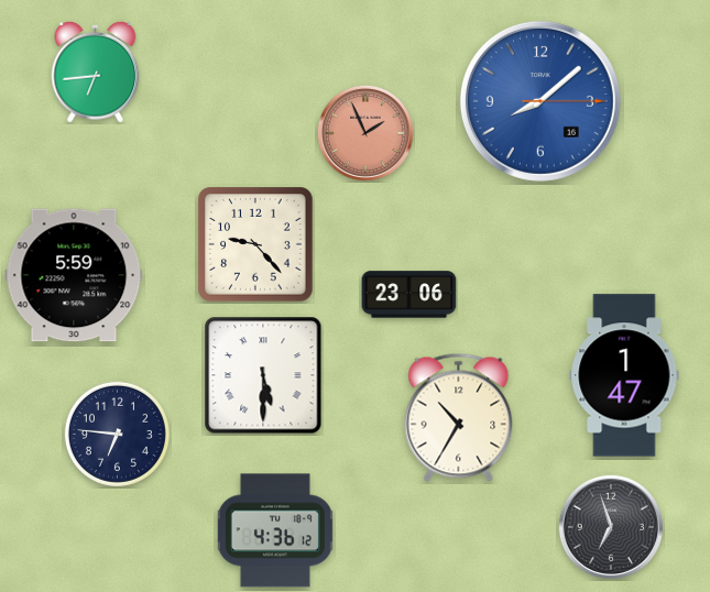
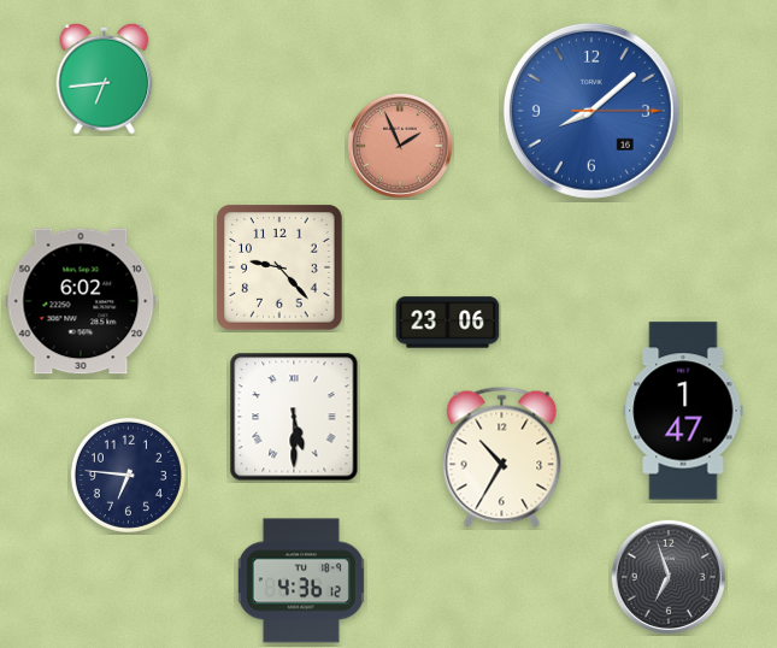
clock at (74, 275): 5:59 -> 6:02
clock at (263, 375) position: (263, 375) -> (294, 417)
